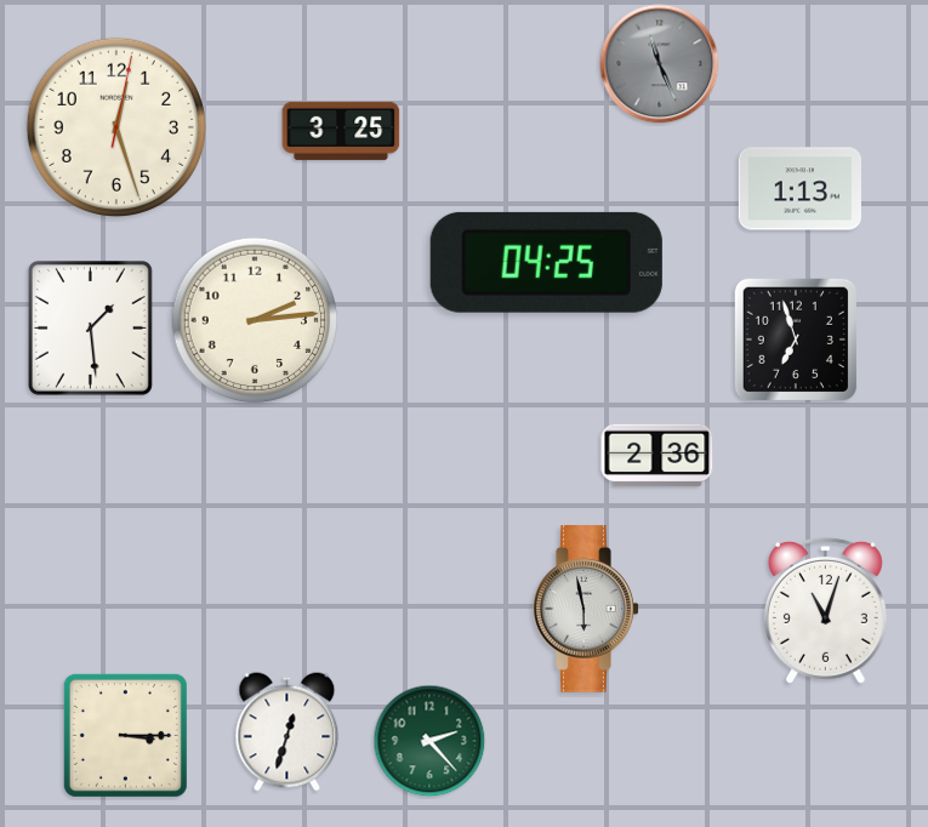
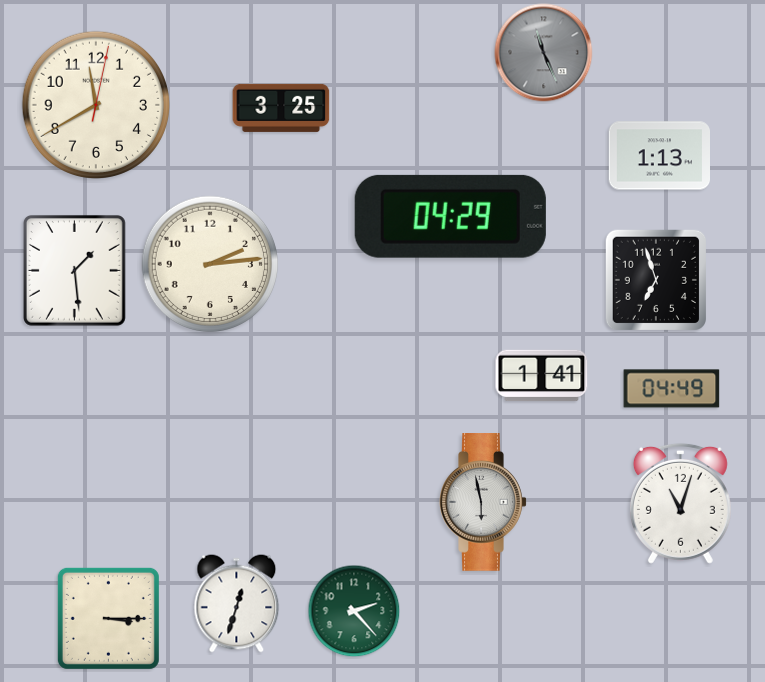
clock at (115, 126): 12:27 -> 11:40
clock at (546, 262): 04:25 -> 04:29
clock at (657, 456): 2:36 -> 1:41
clock at (672, 389): none -> 04:49
clock at (125, 735) position: (125, 735) -> (108, 618)
